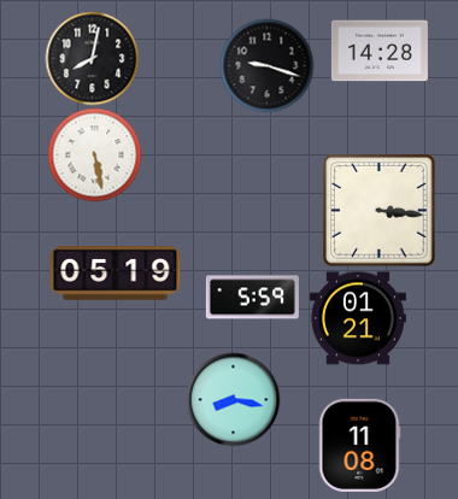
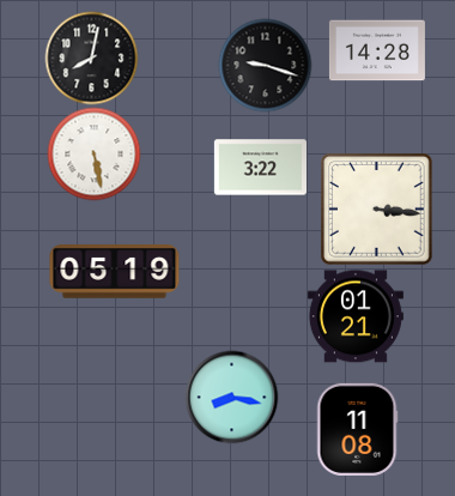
clock at (260, 168): none -> 3:22
clock at (252, 298): 5:59 -> none
clock at (359, 445) position: (359, 445) -> (357, 429)
